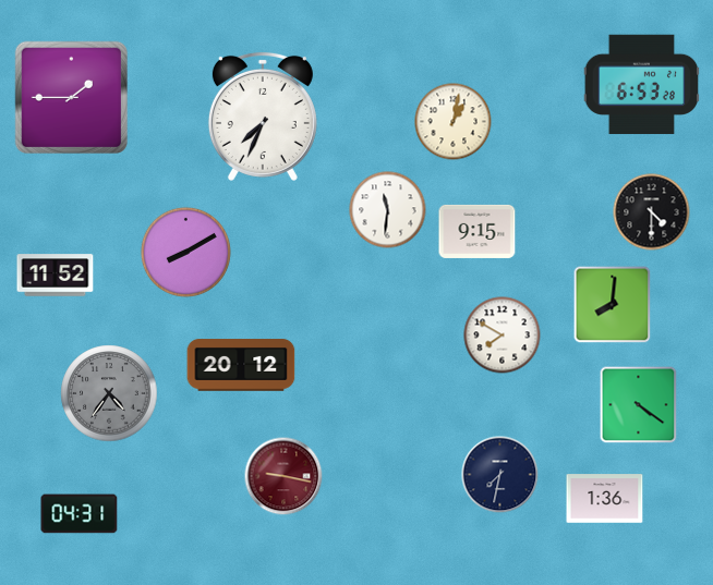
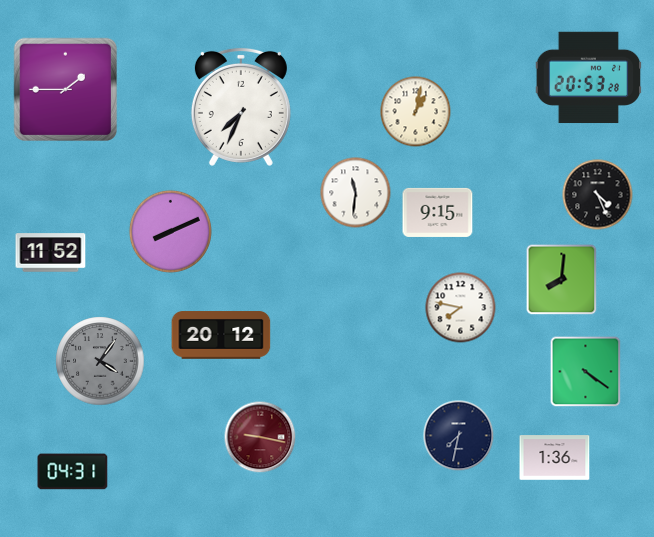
clock at (642, 85): 6:53 -> 20:53
clock at (652, 212): 4:30 -> 4:26
clock at (185, 252): 8:10 -> 8:11
clock at (503, 336): 7:50 -> 7:47
clock at (109, 393): 4:36 -> 4:06
